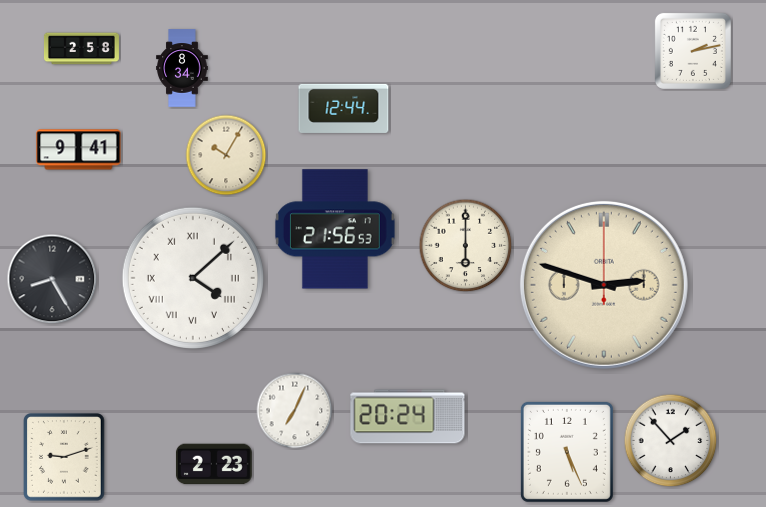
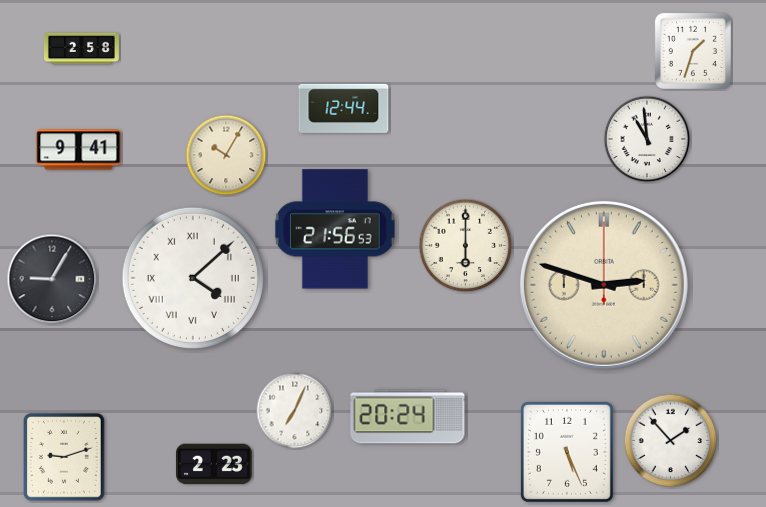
clock at (693, 51): 2:13 -> 1:33
clock at (182, 68): 8:34 -> none
clock at (647, 139): none -> 10:59
clock at (52, 279): 8:25 -> 9:05
